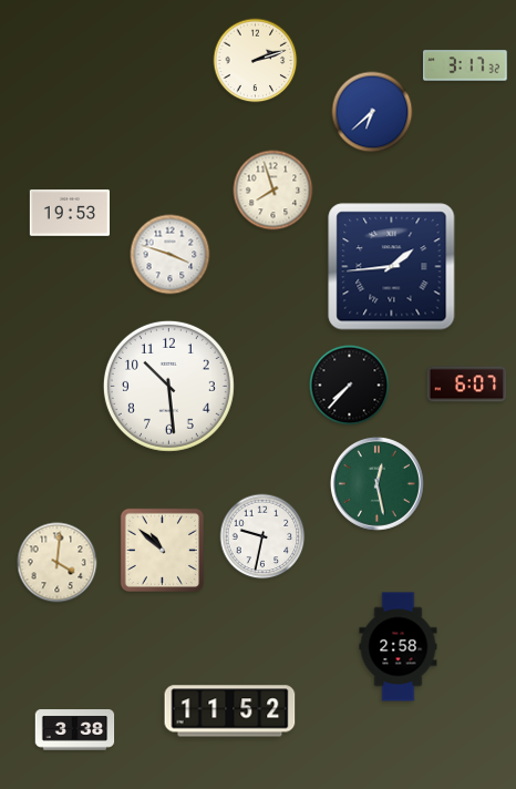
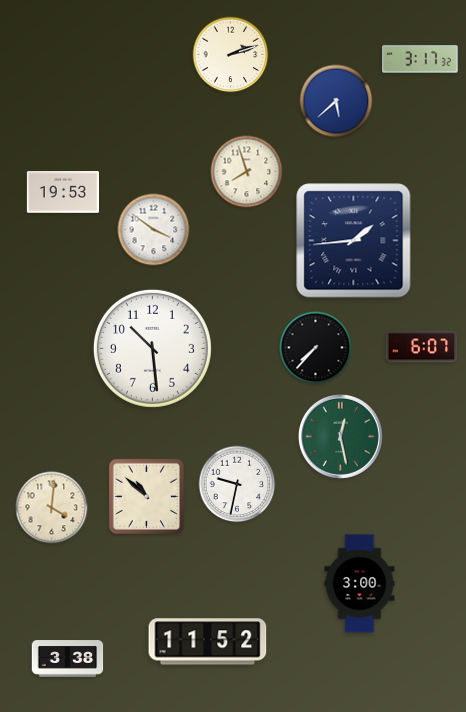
clock at (372, 112): 6:38 -> 5:38
clock at (171, 255): 3:48 -> 3:51
clock at (399, 647): 2:58 -> 3:00
